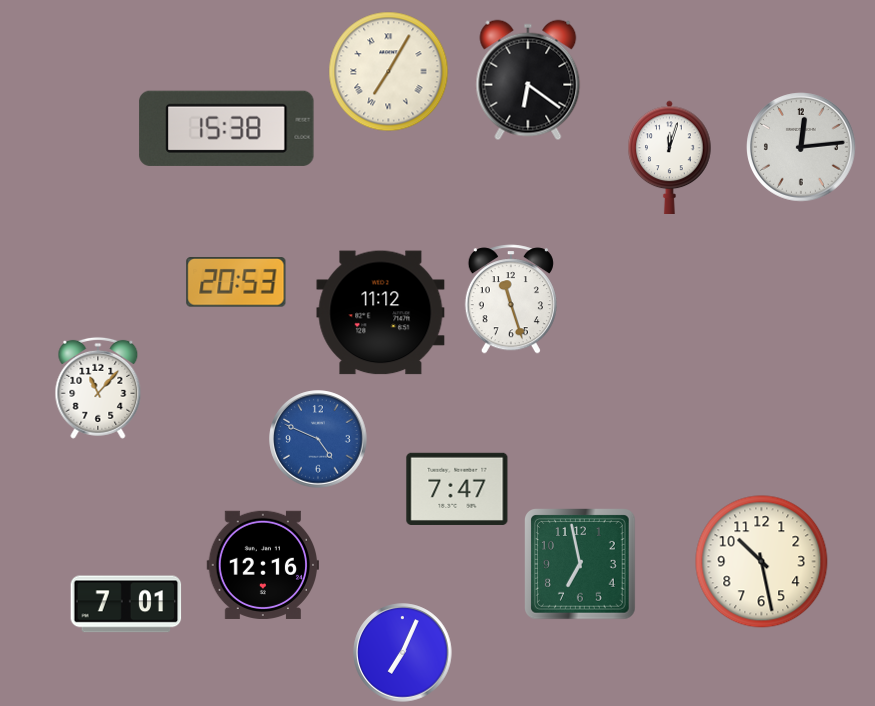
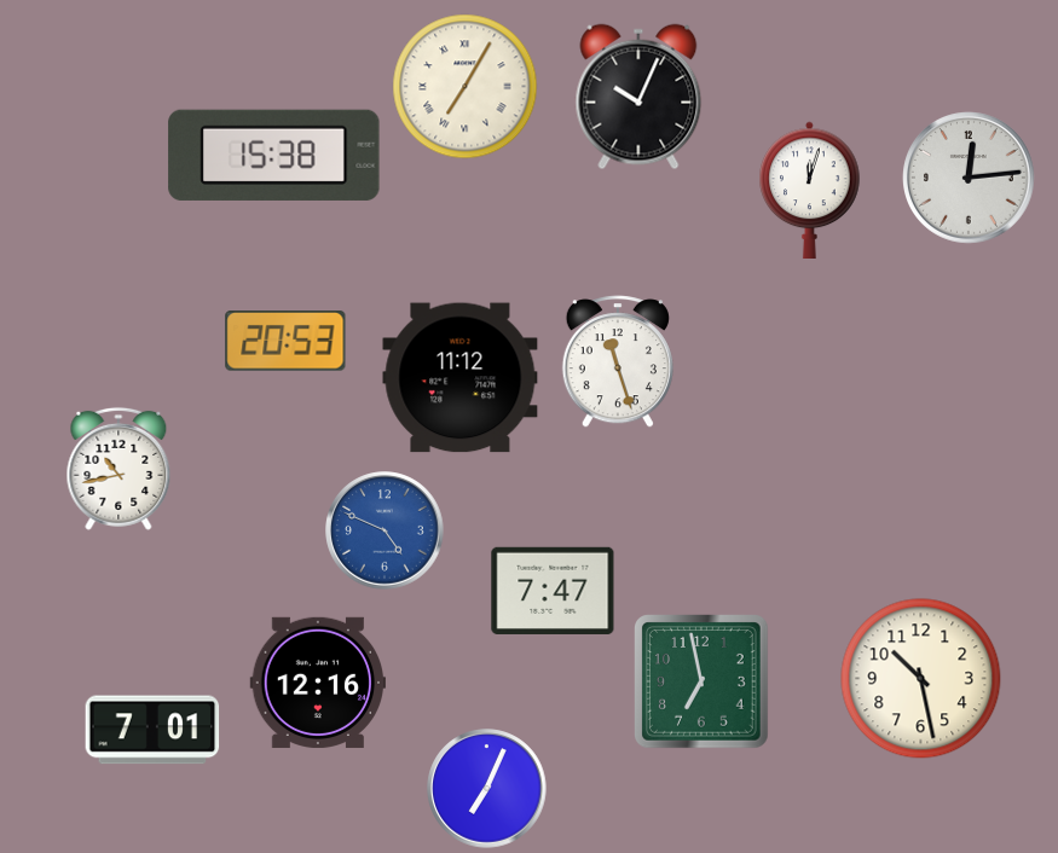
clock at (389, 72) position: (389, 72) -> (466, 87)
clock at (528, 80): 6:21 -> 10:04
clock at (98, 388): 11:07 -> 10:43
